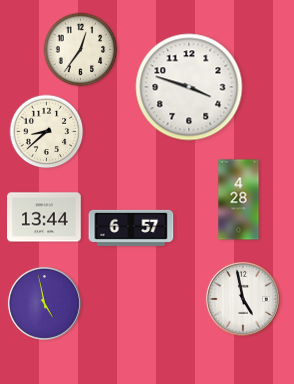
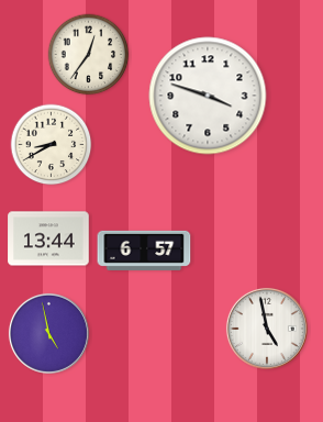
clock at (47, 132): 8:38 -> 8:40
clock at (239, 200): 4:28 -> none
